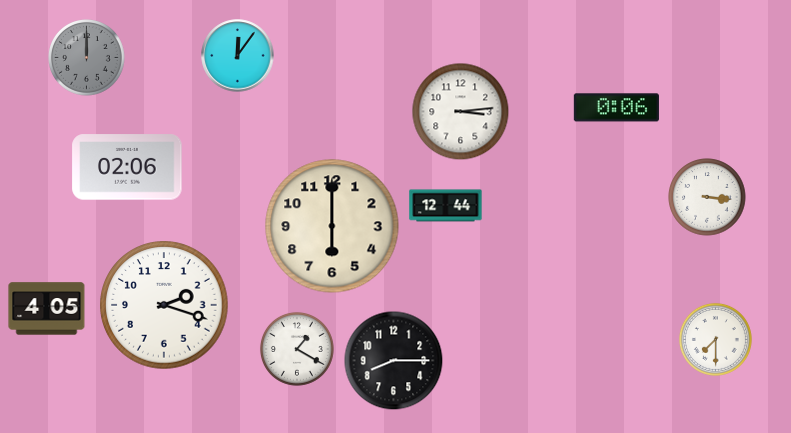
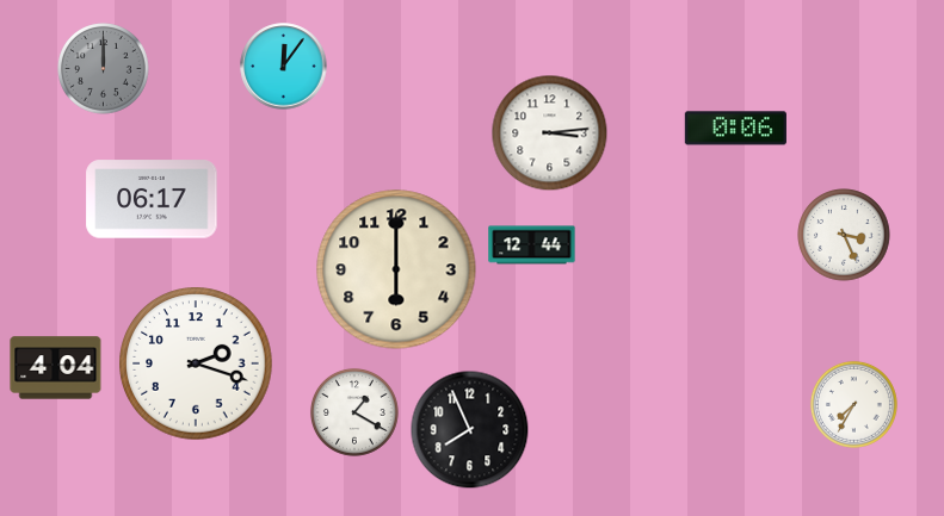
clock at (127, 167): 02:06 -> 06:17
clock at (707, 197): 3:16 -> 3:26
clock at (47, 309): 4:05 -> 4:04
clock at (715, 339): 7:30 -> 7:35
clock at (297, 349) position: (297, 349) -> (354, 412)
clock at (394, 361): 8:15 -> 7:56
